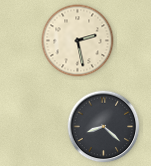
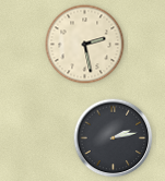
clock at (104, 127): 8:22 -> 2:13
